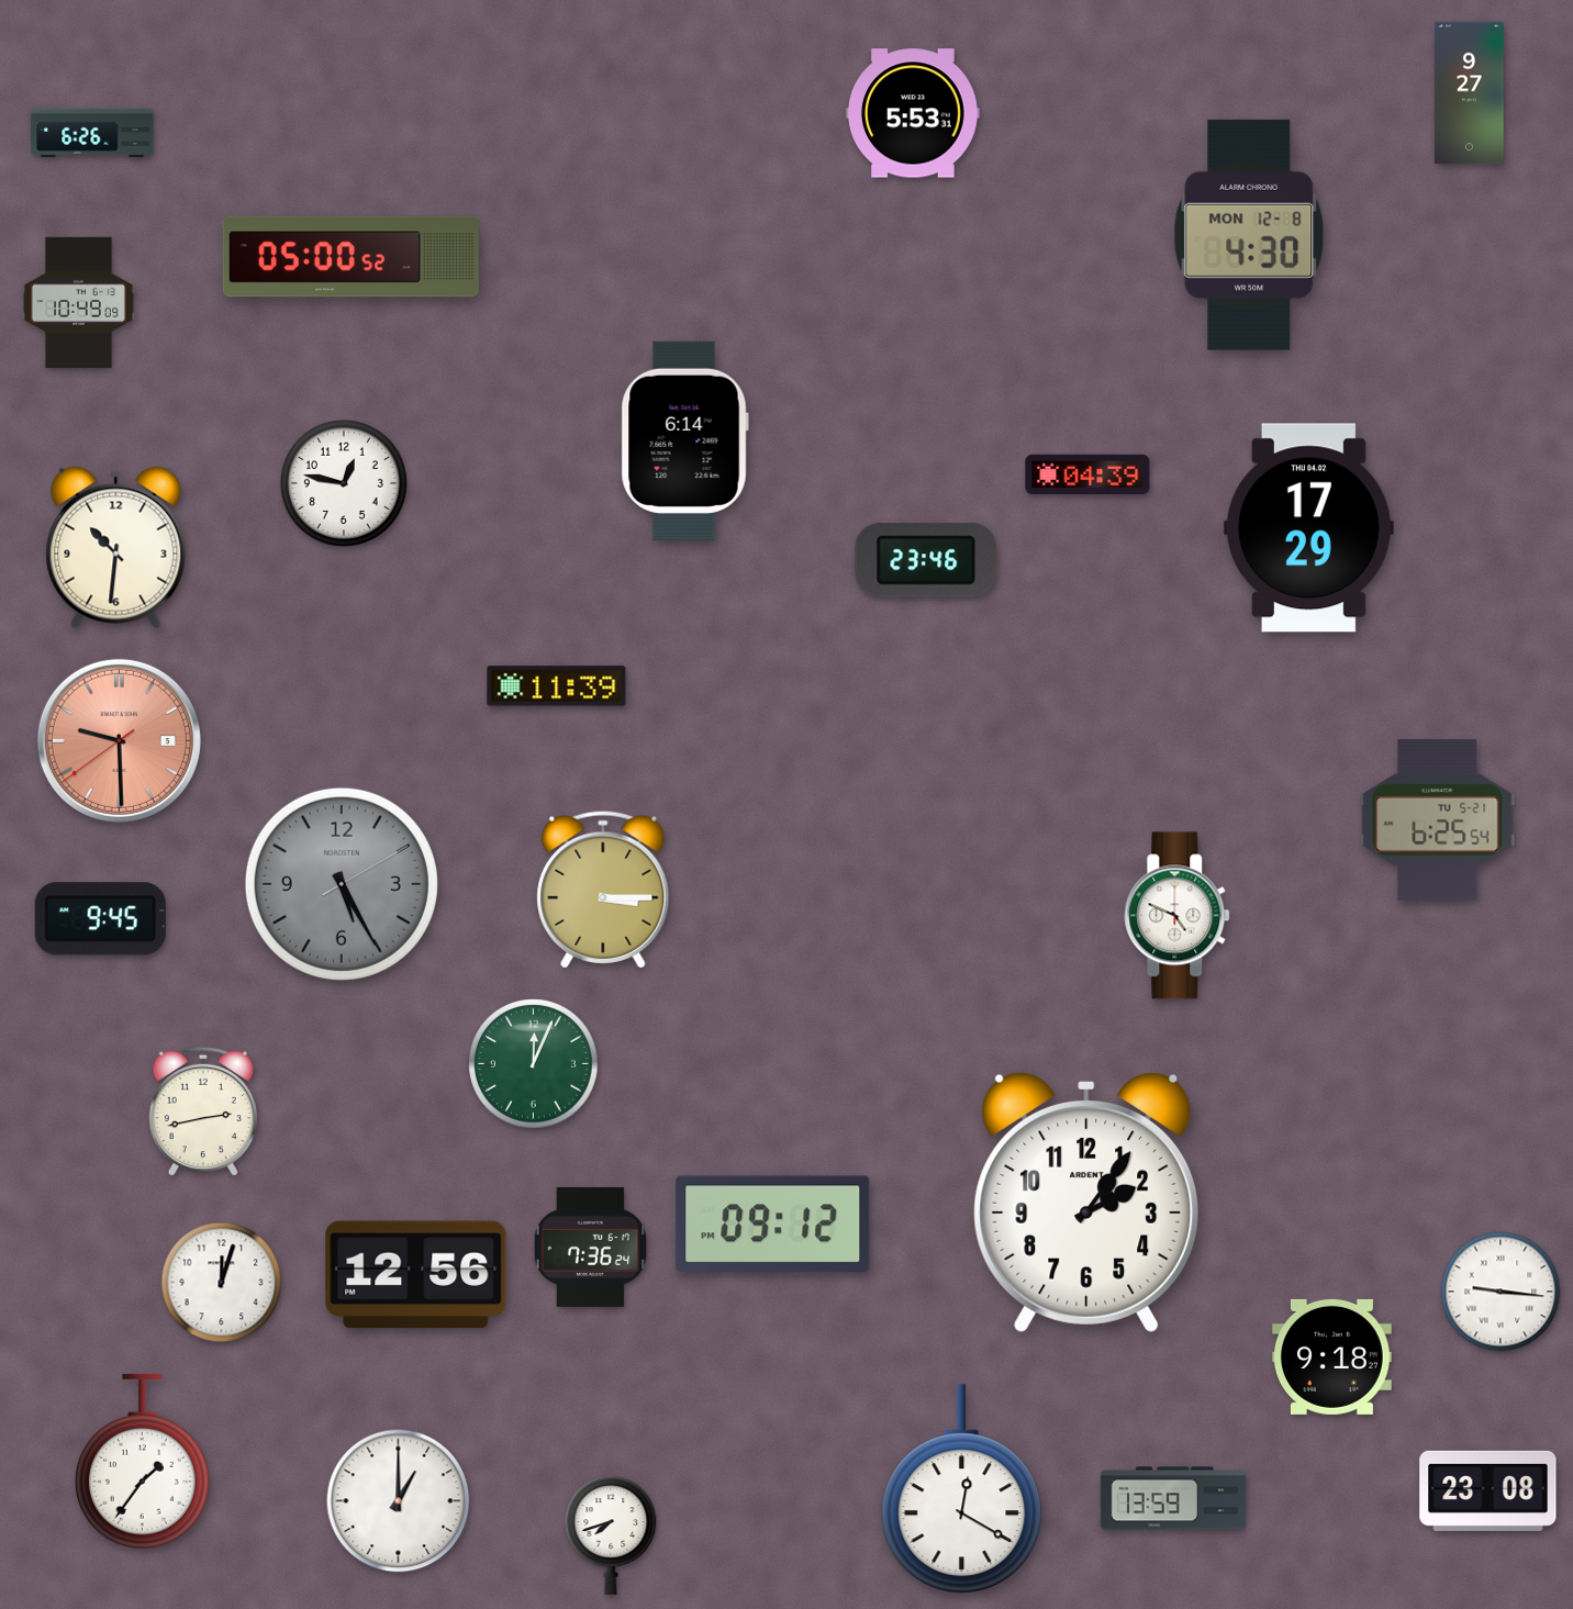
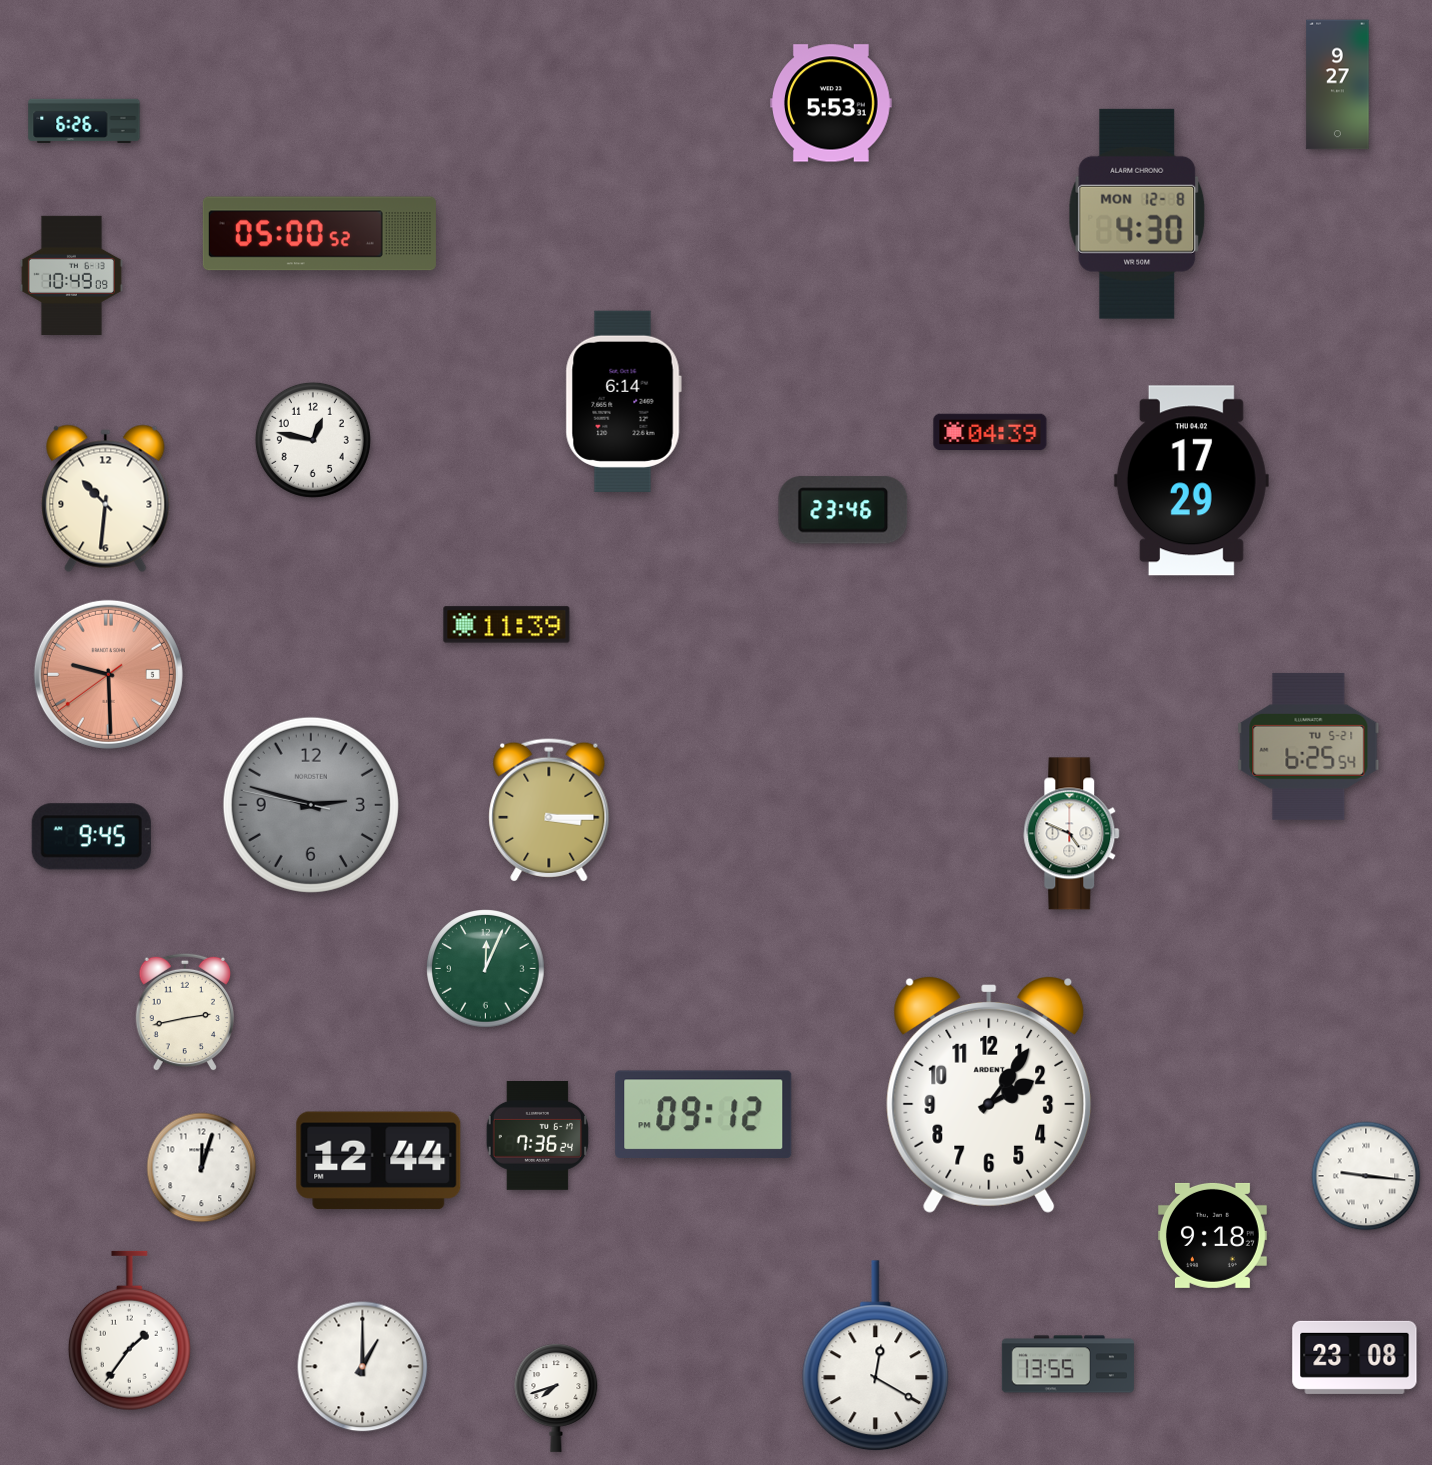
clock at (342, 884): 5:25 -> 2:47
clock at (416, 1275): 12:56 -> 12:44
clock at (1173, 1498): 13:59 -> 13:55
